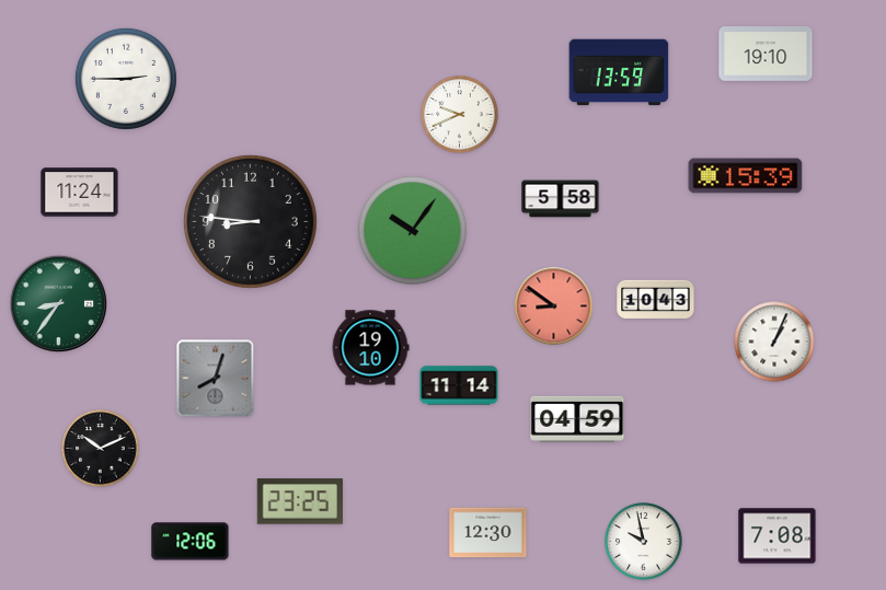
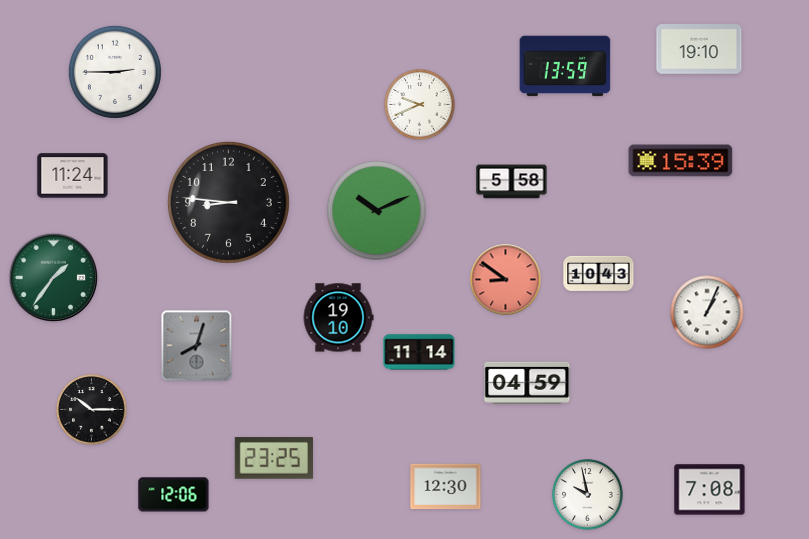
clock at (413, 231): 10:06 -> 10:11
clock at (59, 304): 8:36 -> 1:36
clock at (101, 449): 10:11 -> 10:15
